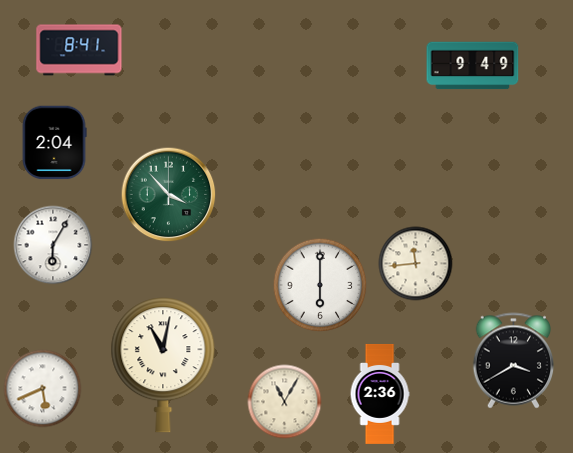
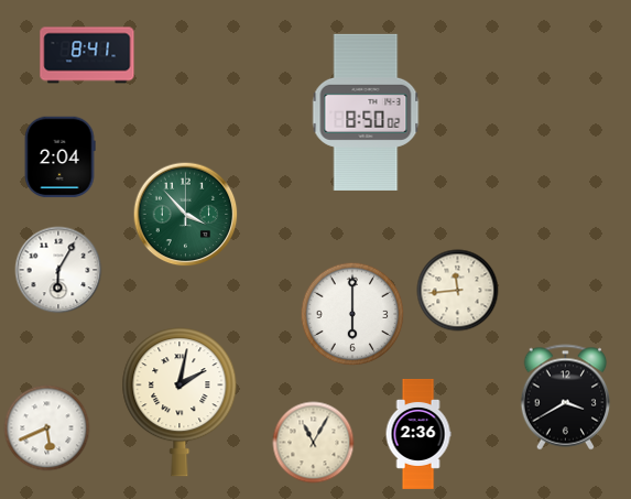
clock at (473, 66): 9:49 -> none
clock at (366, 112): none -> 8:50
clock at (163, 365): 11:02 -> 2:02
